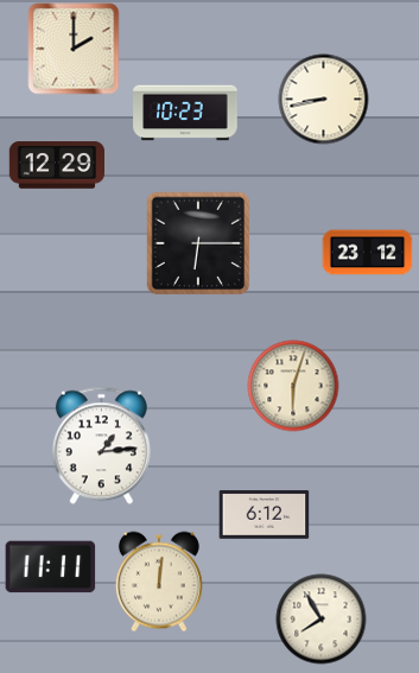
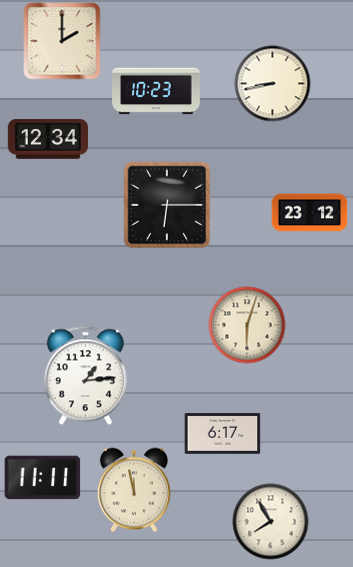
clock at (185, 113) position: (185, 113) -> (156, 91)
clock at (56, 165): 12:29 -> 12:34
clock at (265, 515): 6:12 -> 6:17
clock at (159, 582): 12:01 -> 11:58
